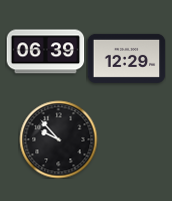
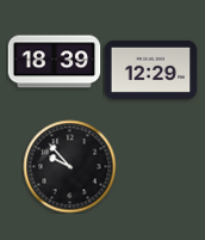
clock at (45, 52): 06:39 -> 18:39
